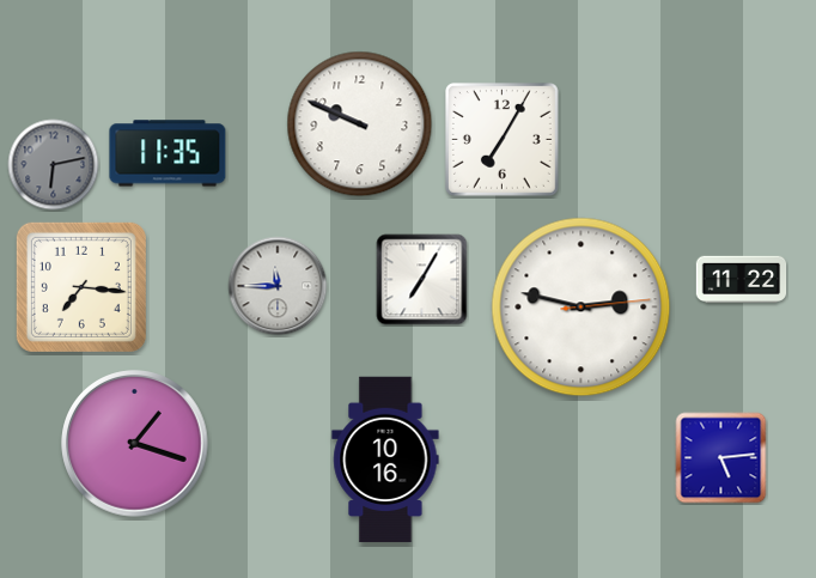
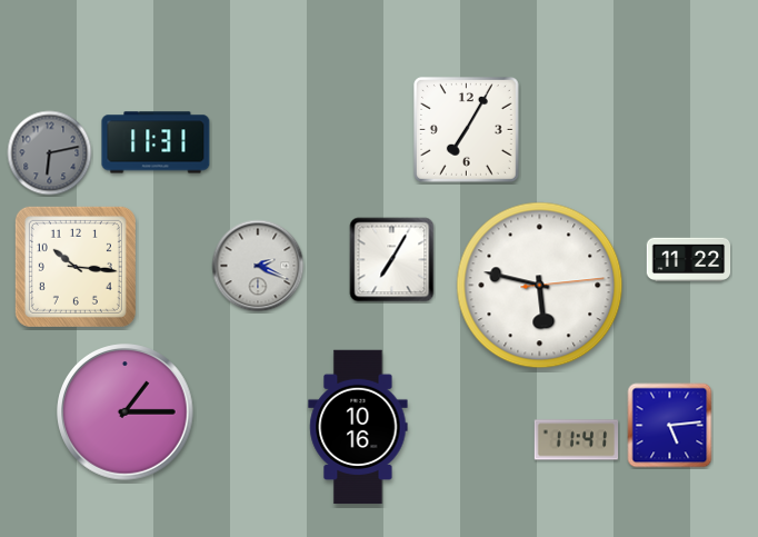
clock at (360, 124): 9:49 -> none
clock at (168, 153): 11:35 -> 11:31
clock at (278, 286): 11:45 -> 2:19
clock at (81, 287): 7:16 -> 10:16
clock at (581, 308): 2:47 -> 5:47
clock at (135, 444): 1:18 -> 1:15
clock at (577, 440): none -> 11:41
